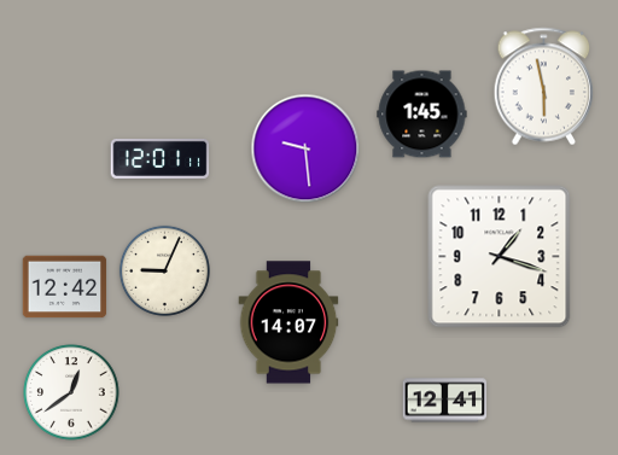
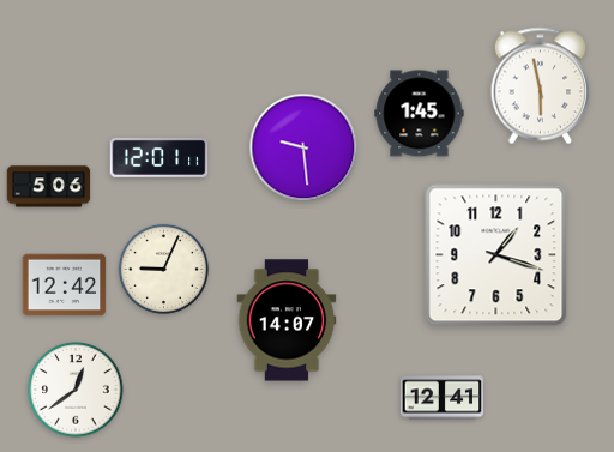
clock at (49, 187): none -> 5:06
clock at (71, 392) position: (71, 392) -> (76, 390)
